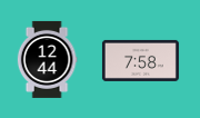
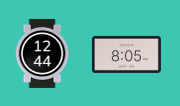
clock at (140, 60): 7:58 -> 8:05
